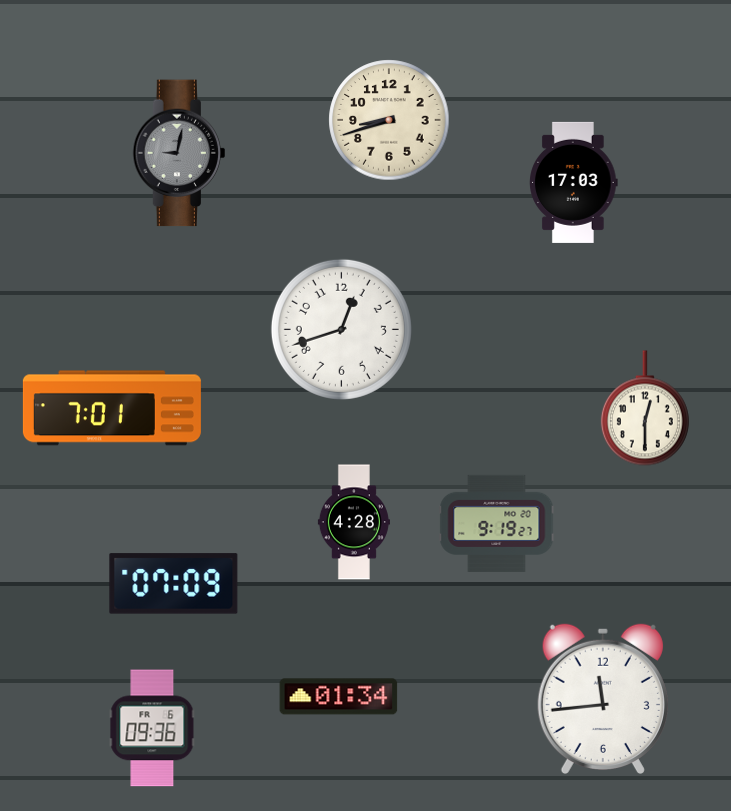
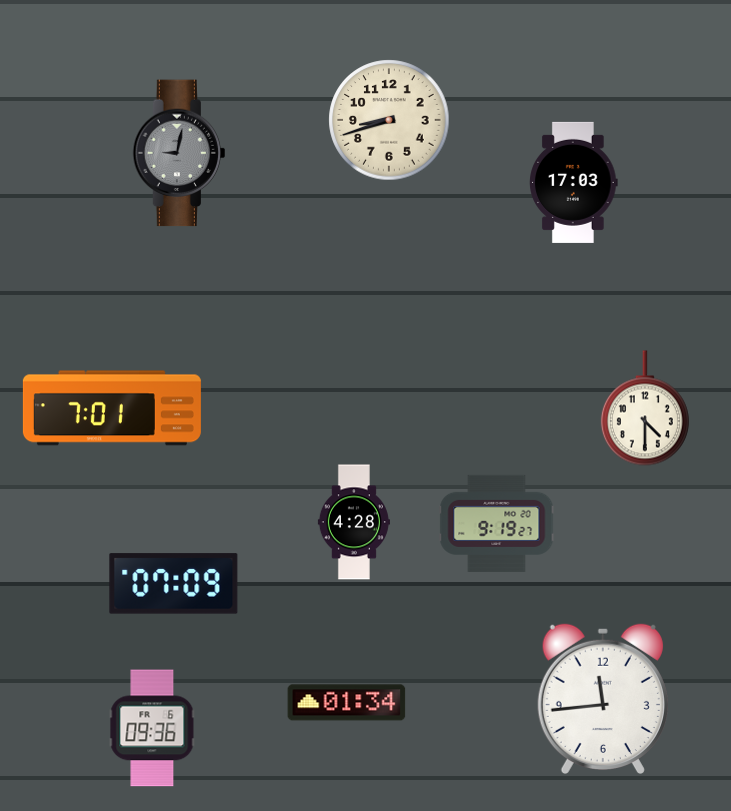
clock at (341, 329): 12:42 -> none
clock at (645, 408): 12:30 -> 4:30
clock at (339, 697) position: (339, 697) -> (347, 703)
